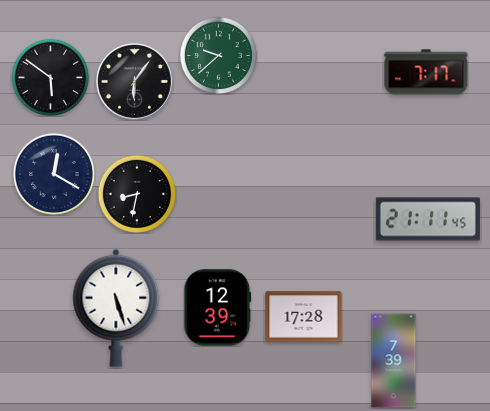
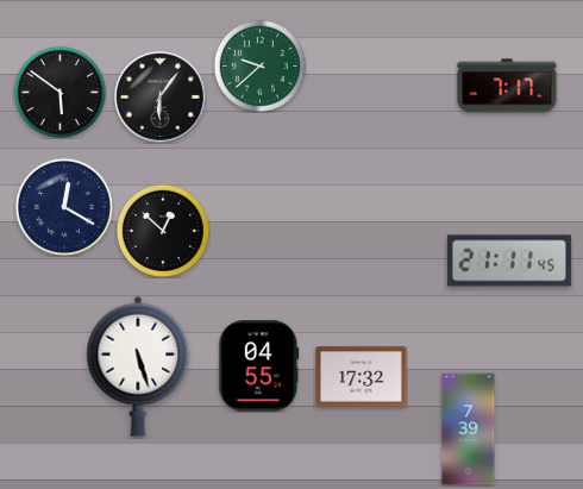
clock at (136, 193): 8:32 -> 12:52
clock at (218, 308): 12:39 -> 04:55
clock at (304, 317): 17:28 -> 17:32
